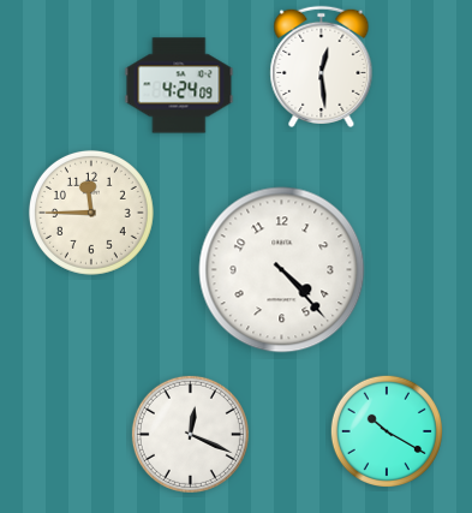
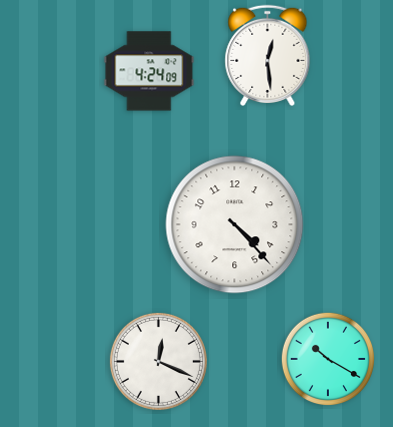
clock at (91, 213): 11:45 -> none
clock at (386, 430) position: (386, 430) -> (327, 358)
